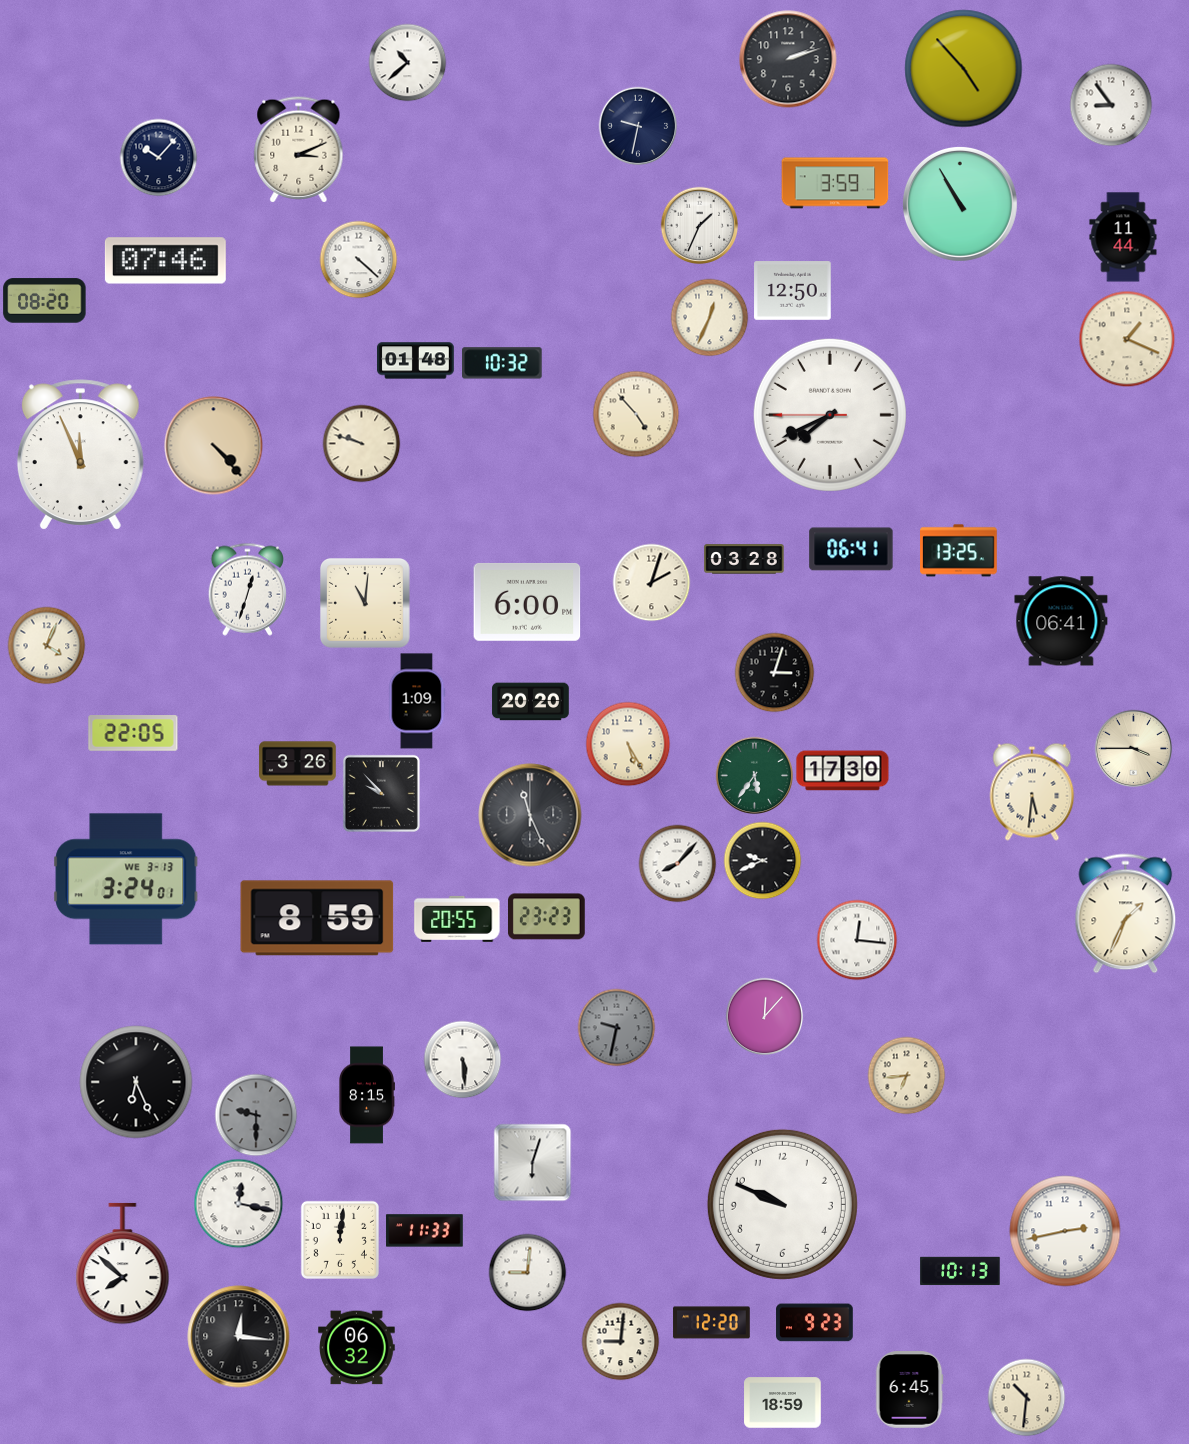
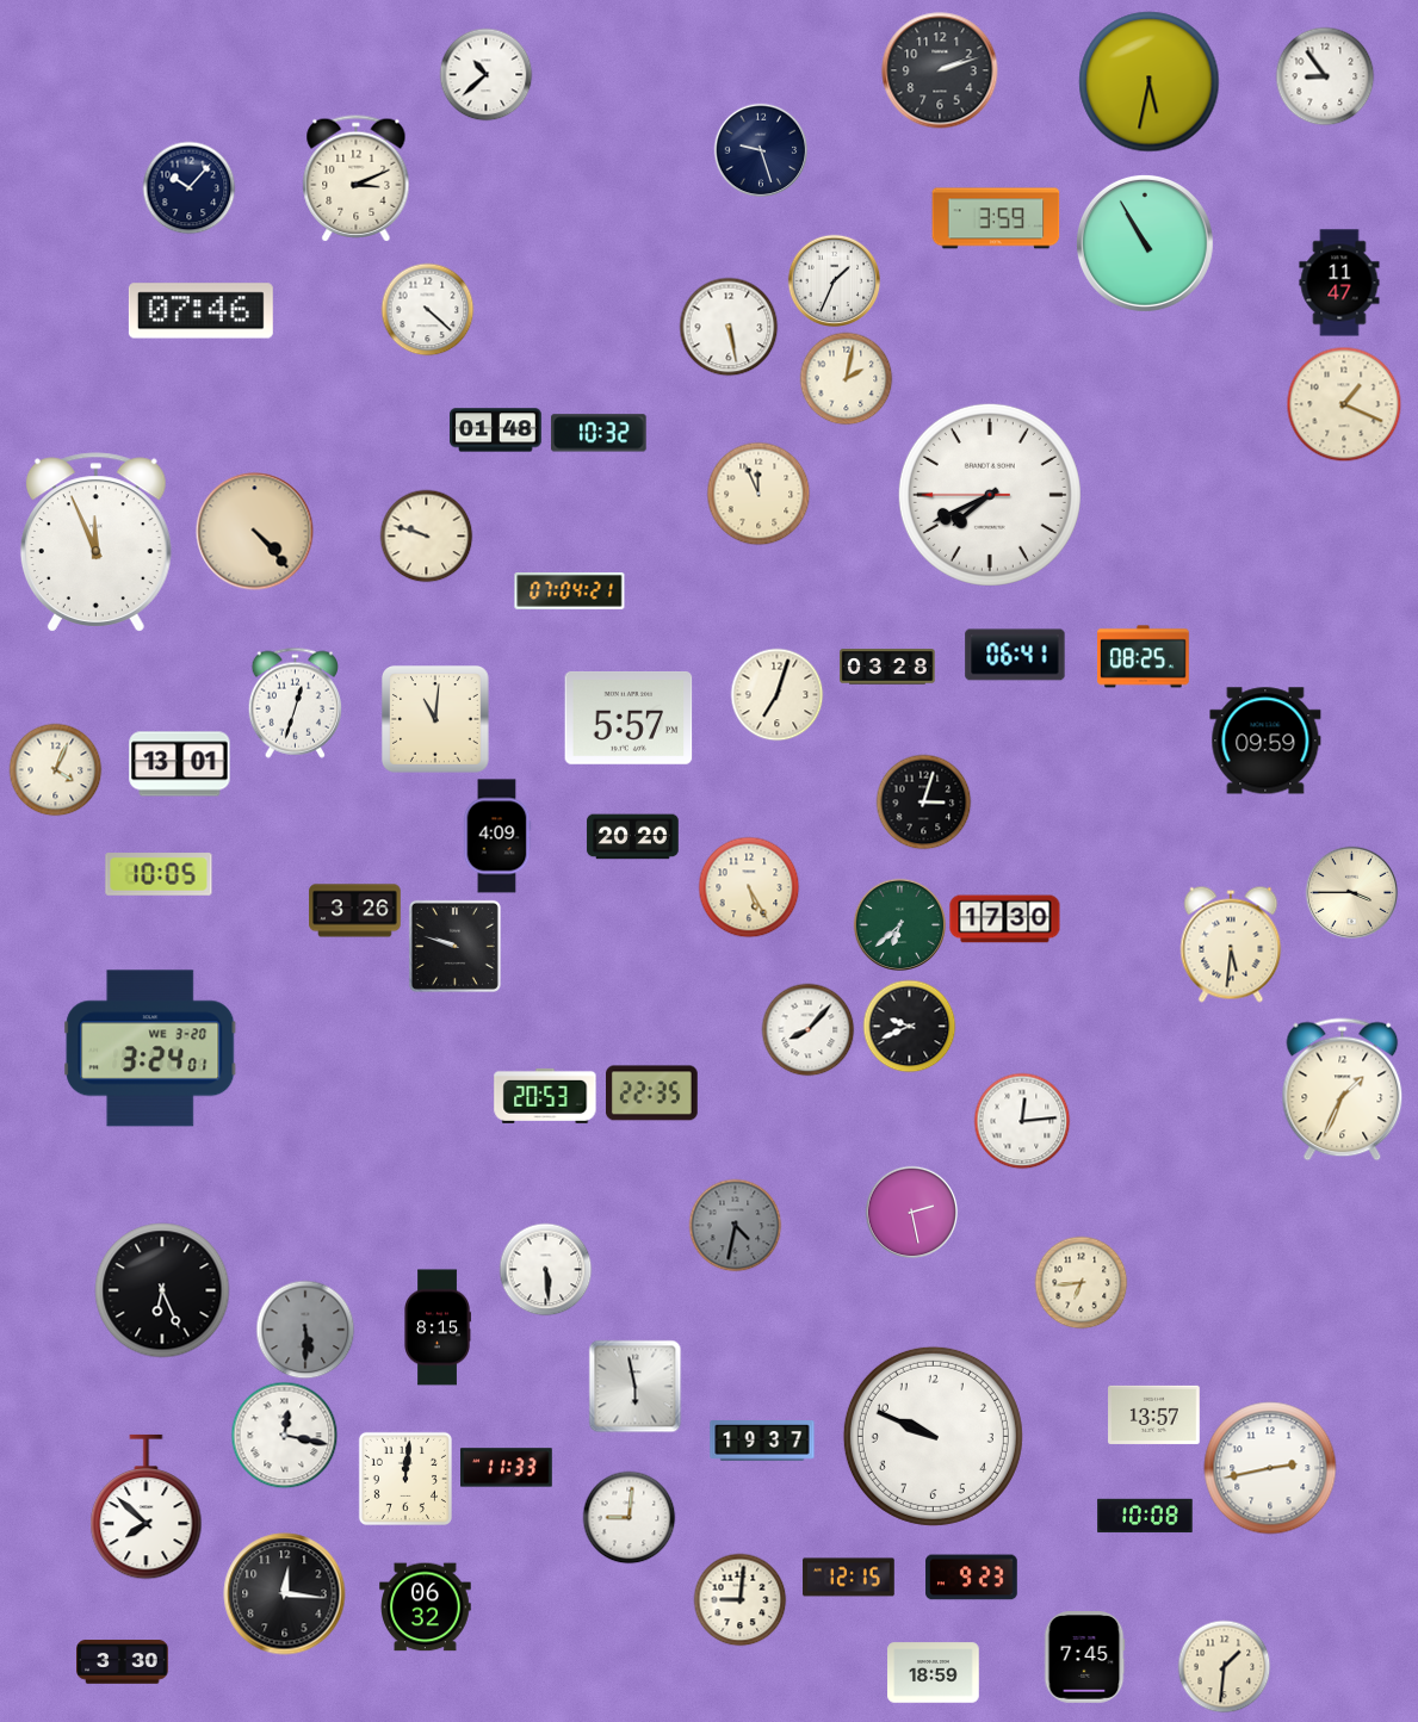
clock at (964, 69): 4:53 -> 5:32
clock at (1111, 105) position: (1111, 105) -> (1325, 76)
clock at (638, 126): 9:32 -> 9:27
clock at (699, 225) position: (699, 225) -> (834, 280)
clock at (1123, 237): 11:44 -> 11:47
clock at (165, 261) position: (165, 261) -> (200, 311)
clock at (729, 327): none -> 5:28
clock at (793, 291): 12:50 -> none
clock at (45, 301): 08:20 -> none
clock at (709, 317): 12:34 -> 2:02
clock at (636, 414): 4:53 -> 11:56
clock at (361, 443) position: (361, 443) -> (426, 535)
clock at (570, 591): none -> 07:04
clock at (959, 551): 13:25 -> 08:25
clock at (651, 582): 2:03 -> 7:03
clock at (527, 602): 6:00 -> 5:57
clock at (1061, 621): 06:41 -> 09:59
clock at (180, 764): none -> 13:01
clock at (417, 701): 1:09 -> 4:09
clock at (133, 733): 22:05 -> 10:05
clock at (754, 775): 5:36 -> 6:38
clock at (381, 793): 9:53 -> 9:48
clock at (530, 815): 11:26 -> none
clock at (126, 879) date: WE 3-13 -> WE 3-20
clock at (547, 917): 23:23 -> 22:35
clock at (317, 918): 8:59 -> none
clock at (457, 919): 20:55 -> 20:53
clock at (857, 940): 12:16 -> 12:14
clock at (764, 1016): 12:07 -> 2:28
clock at (616, 1027): 9:32 -> 4:32
clock at (462, 1059) position: (462, 1059) -> (545, 1269)
clock at (367, 1095) position: (367, 1095) -> (438, 1327)
clock at (256, 1115): 9:30 -> 5:30
clock at (532, 1162): 6:03 -> 5:58
clock at (1154, 1414): none -> 13:57
clock at (762, 1441): none -> 19:37
clock at (960, 1271): 10:13 -> 10:08
clock at (712, 1323): 12:20 -> 12:15
clock at (909, 1390): 6:45 -> 7:45
clock at (123, 1662): none -> 3:30
clock at (1026, 1397): 10:31 -> 1:31
